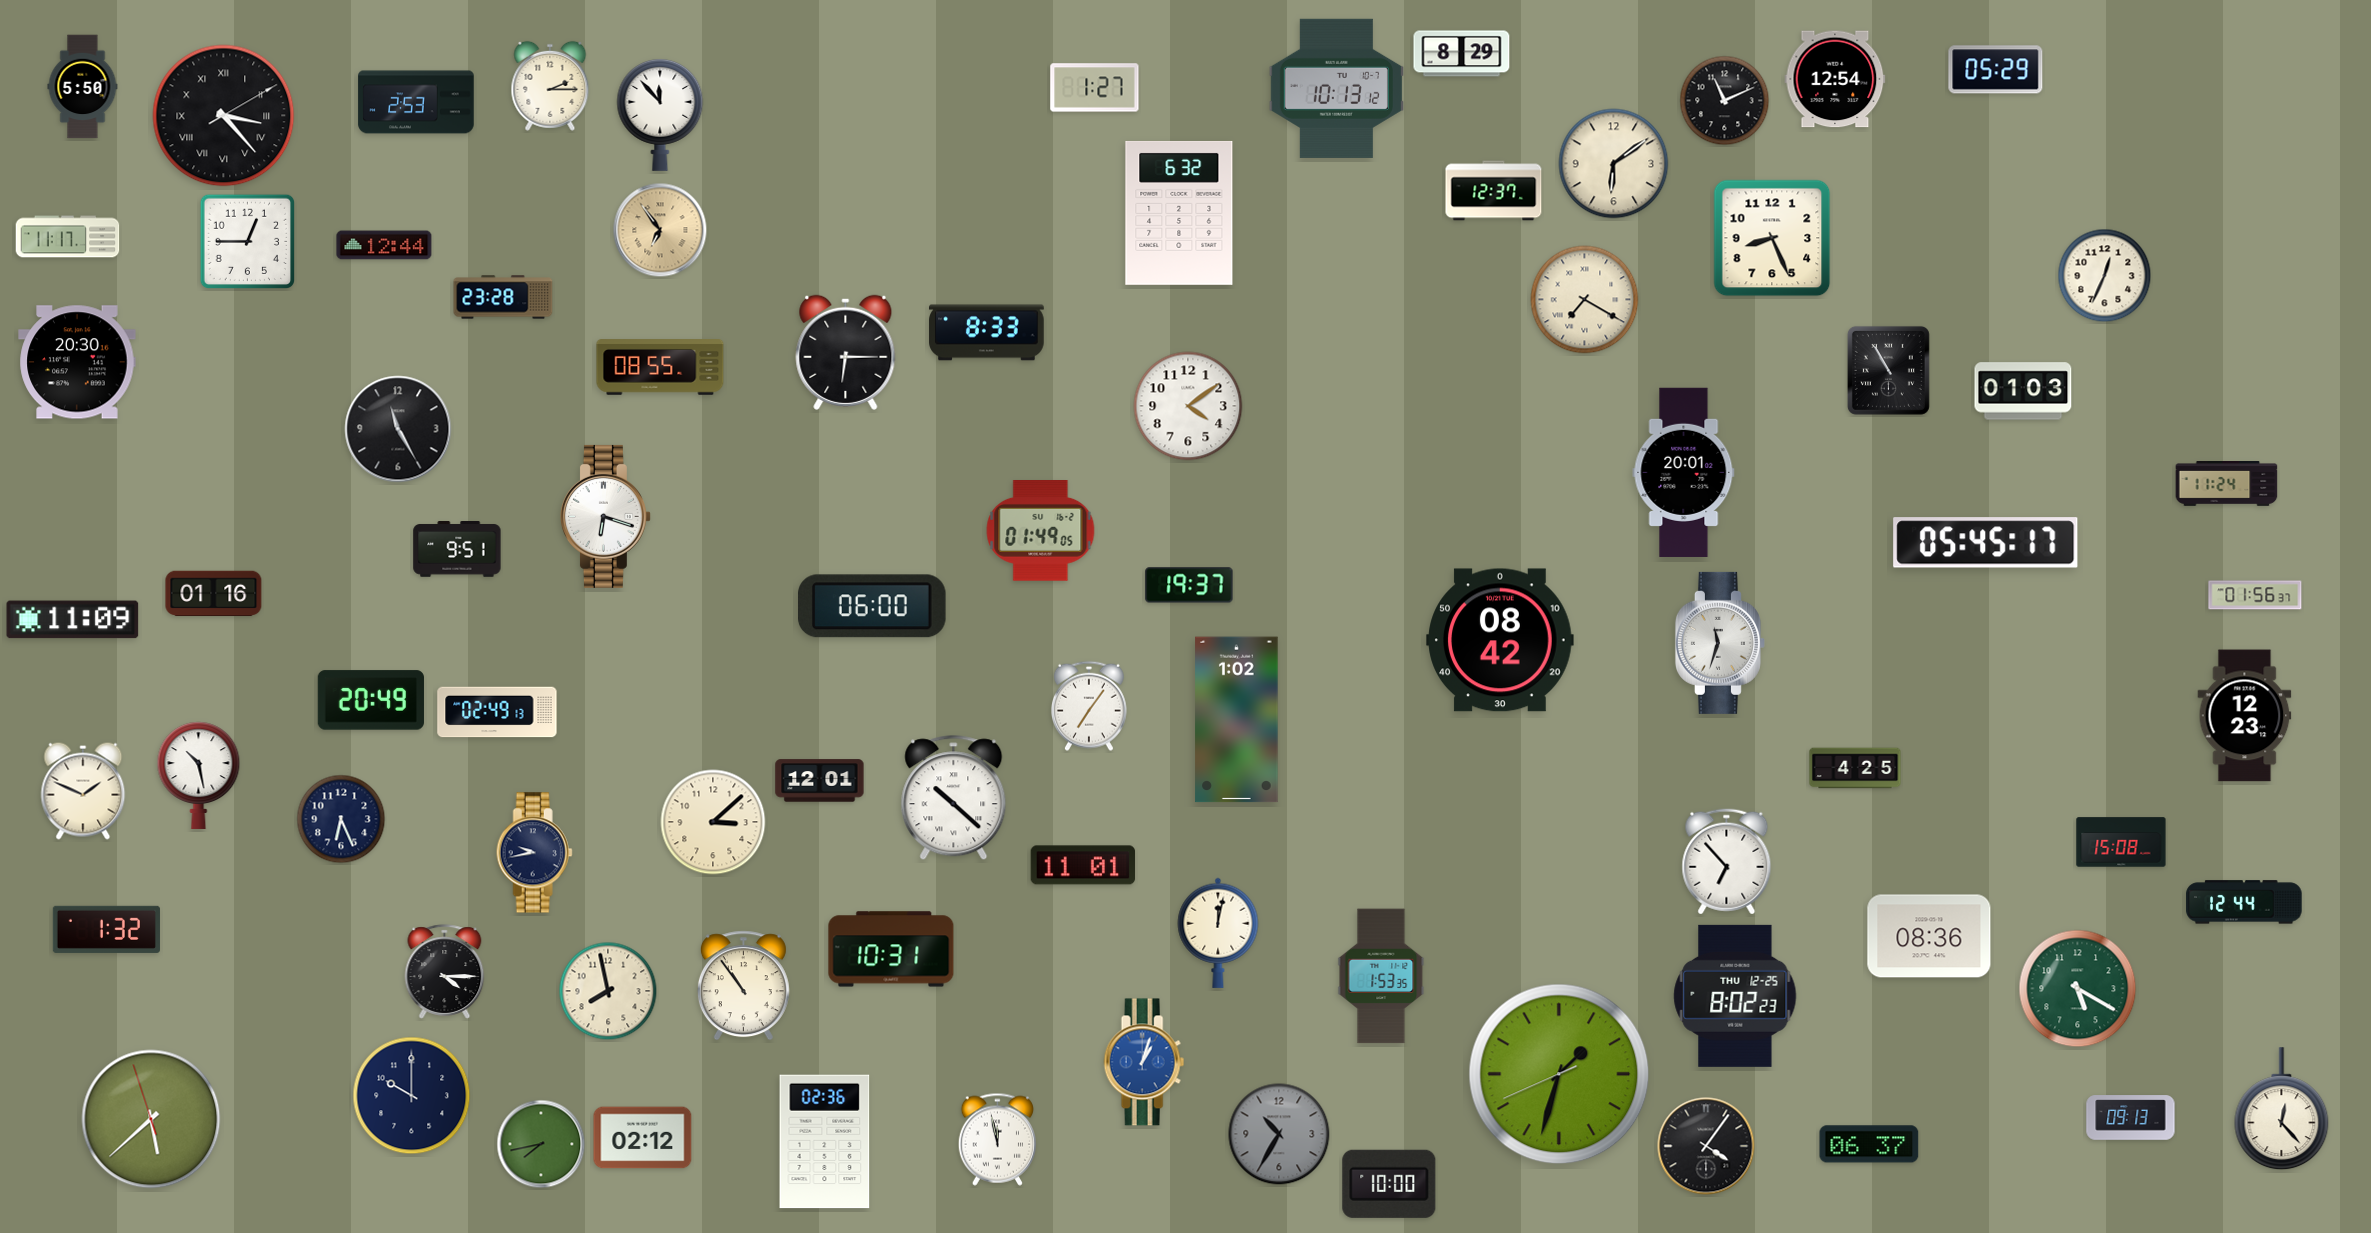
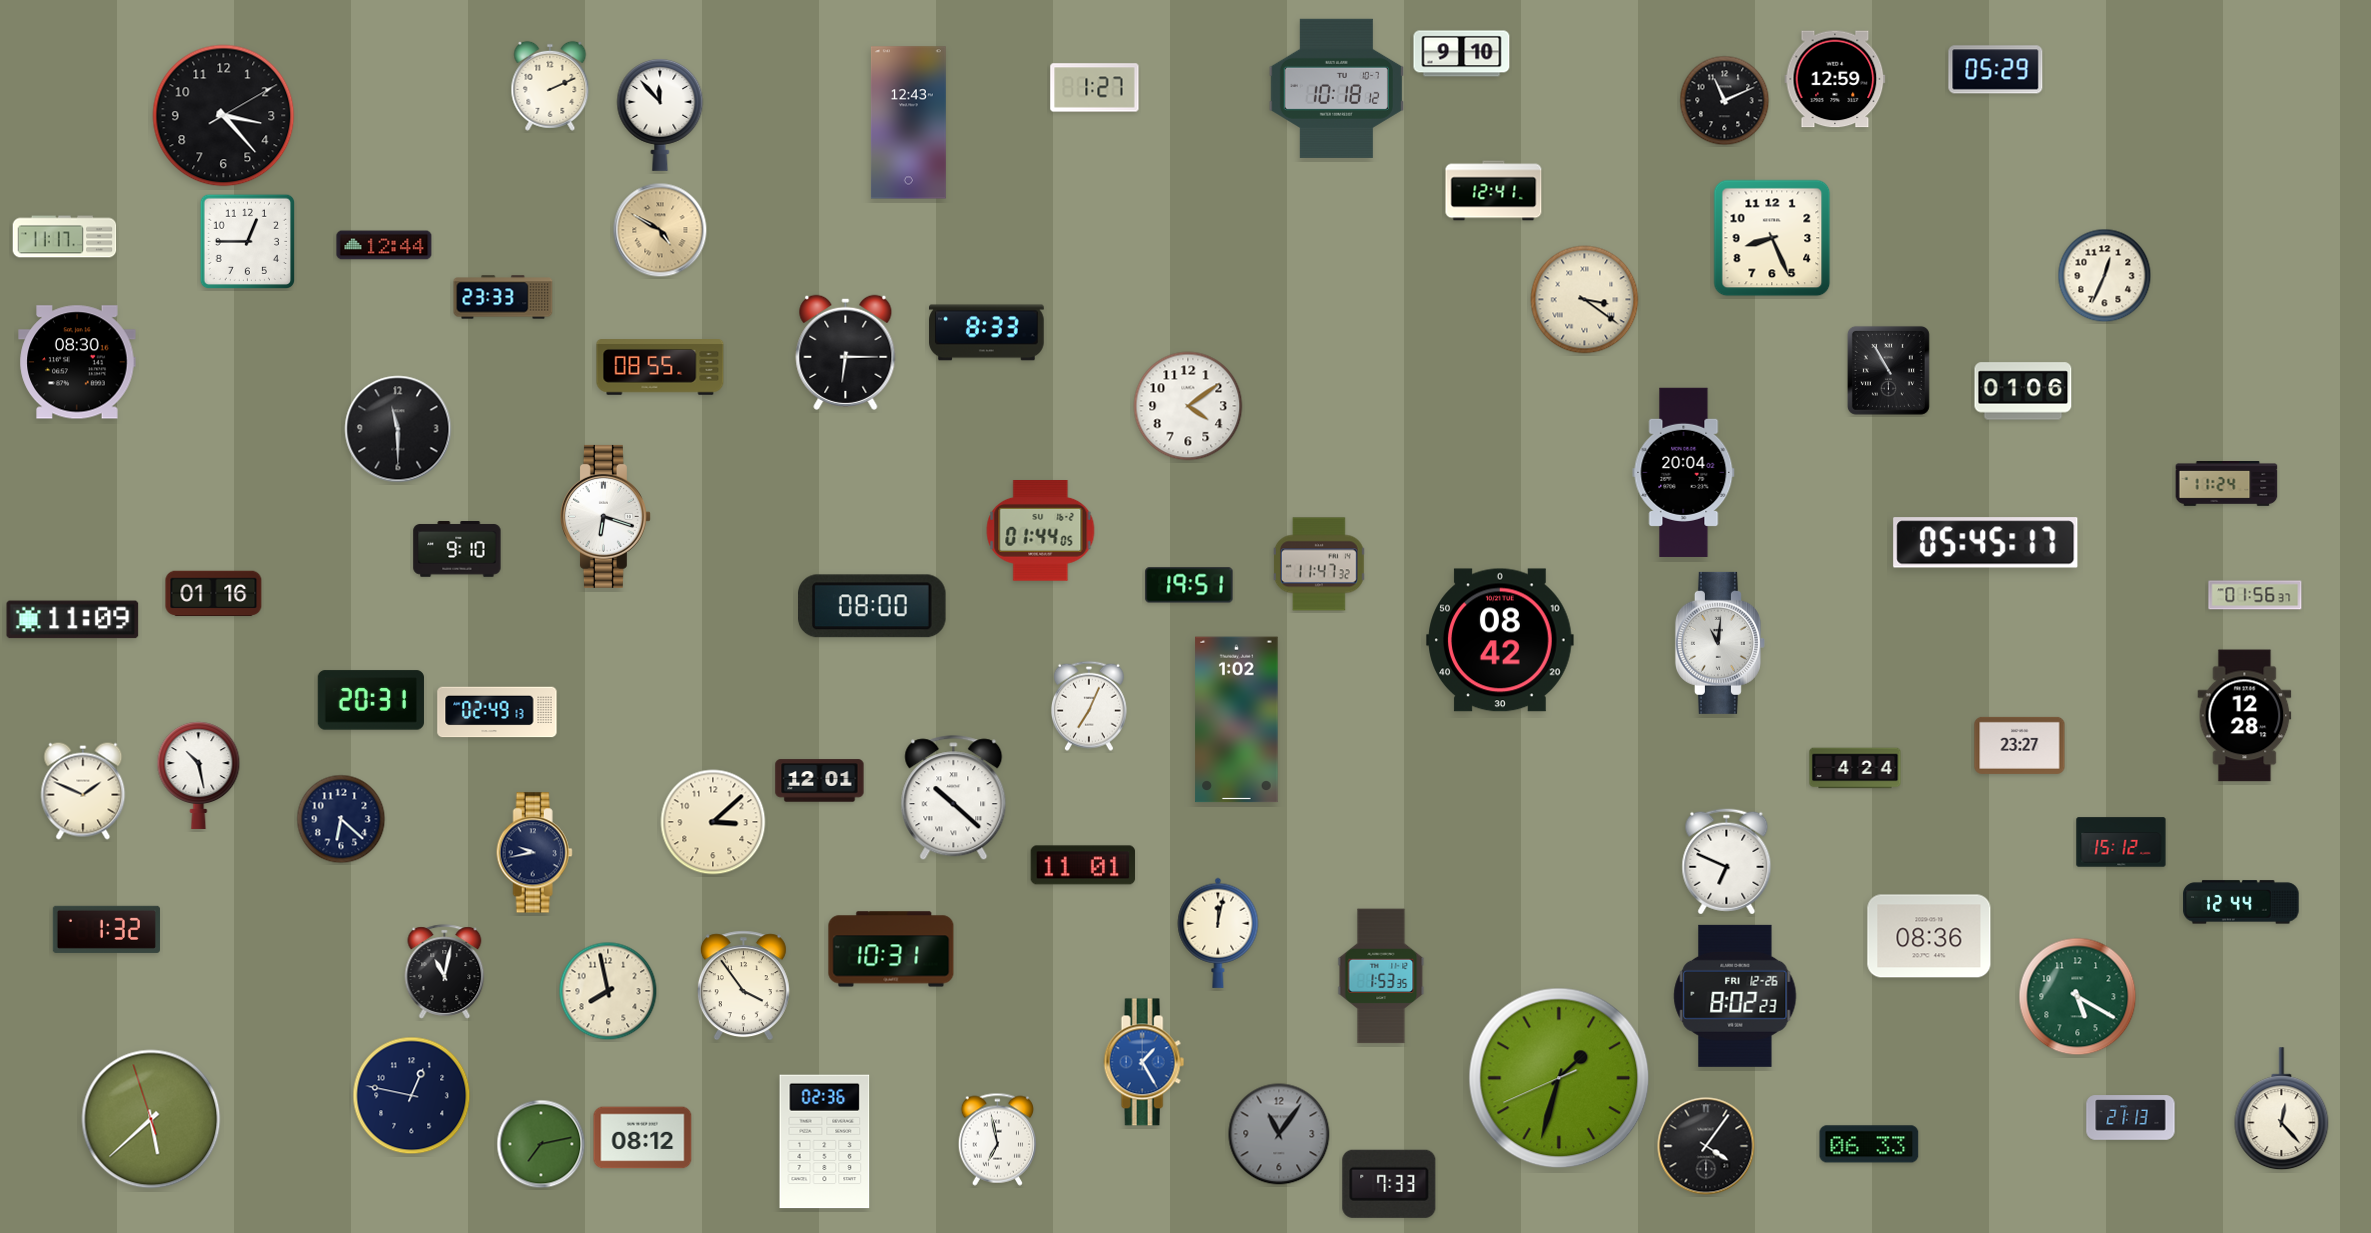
clock at (1462, 54): 8:29 -> 9:10
clock at (1835, 79): 12:54 -> 12:59
clock at (550, 86): 2:15 -> 2:11
clock at (83, 87): 5:50 -> none
clock at (1336, 88): 10:13 -> 10:18
clock at (416, 102): 2:53 -> none
clock at (224, 116) numerals: Roman -> Arabic
clock at (908, 123): none -> 12:43
clock at (1614, 164): 6:09 -> none
clock at (1494, 191): 12:37 -> 12:41
clock at (1179, 213): 6:32 -> none
clock at (660, 230): 6:54 -> 4:50
clock at (68, 237) position: (68, 237) -> (65, 237)
clock at (503, 297): 23:28 -> 23:33
clock at (1585, 300): 7:20 -> 3:21
clock at (77, 362): 20:30 -> 08:30
clock at (2023, 391): 01:03 -> 01:06
clock at (398, 429): 11:25 -> 11:30
clock at (1684, 472): 20:01 -> 20:04
clock at (1041, 531): 01:49 -> 01:44
clock at (457, 550): 9:51 -> 9:10
clock at (1319, 564): none -> 11:47
clock at (1189, 585): 19:37 -> 19:51
clock at (873, 606): 06:00 -> 08:00
clock at (1720, 643): 11:33 -> 11:01
clock at (370, 700): 20:49 -> 20:31
clock at (1089, 706): 7:06 -> 7:04
clock at (2245, 716): 12:23 -> 12:28
clock at (2020, 745): none -> 23:27
clock at (1855, 768): 4:25 -> 4:24
clock at (341, 819): 6:26 -> 6:22
clock at (2121, 842): 15:08 -> 15:12
clock at (1727, 862): 6:53 -> 6:49
clock at (2244, 902) position: (2244, 902) -> (2241, 902)
clock at (445, 972): 4:15 -> 11:02
clock at (743, 986): 10:54 -> 3:54
clock at (2078, 989) position: (2078, 989) -> (2078, 997)
clock at (1735, 996) date: THU 12-25 -> FRI 12-26
clock at (1144, 1062): 1:03 -> 1:25
clock at (1559, 1074) position: (1559, 1074) -> (1559, 1078)
clock at (412, 1096): 10:00 -> 12:47
clock at (2131, 1118): 09:13 -> 21:13
clock at (1279, 1134): 10:35 -> 11:06
clock at (643, 1138): 02:12 -> 08:12
clock at (997, 1139): 11:58 -> 6:58
clock at (541, 1144): 7:43 -> 7:13
clock at (1869, 1144): 06:37 -> 06:33
clock at (1389, 1184): 10:00 -> 7:33
